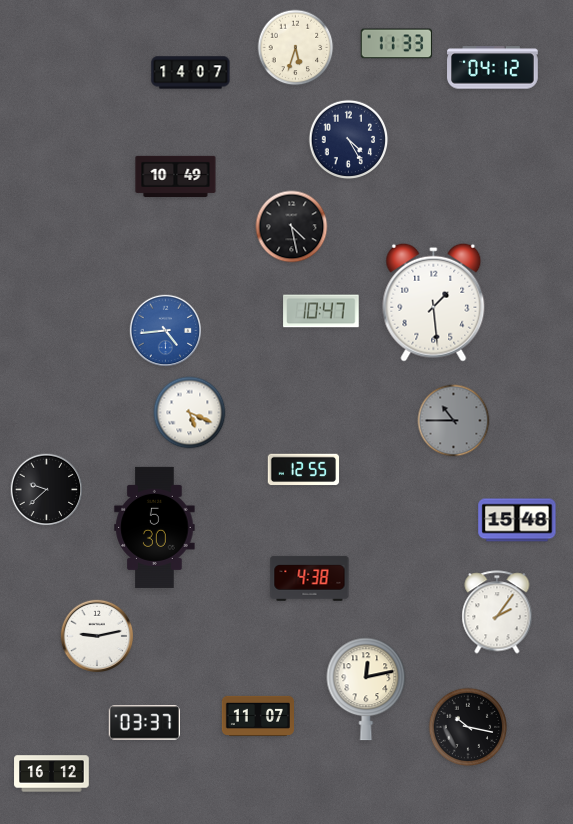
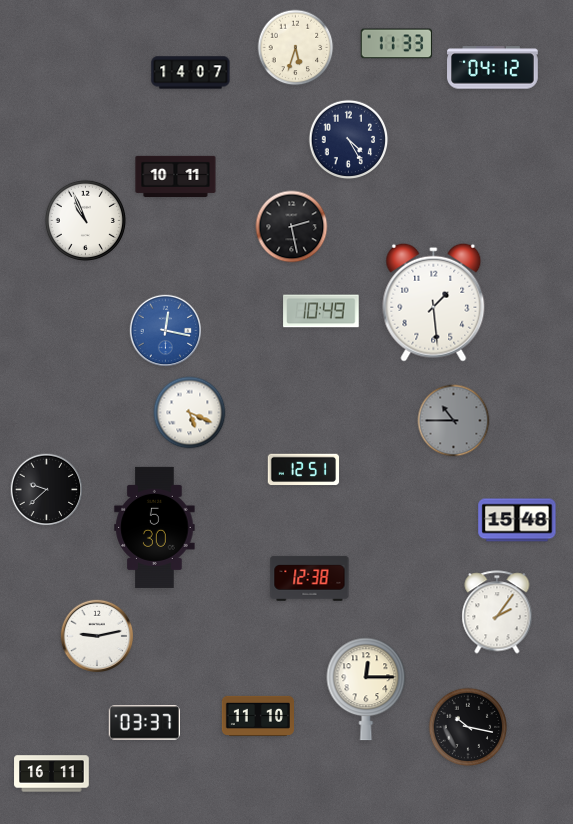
clock at (176, 176): 10:49 -> 10:11
clock at (85, 220): none -> 10:56
clock at (292, 227): 4:28 -> 2:28
clock at (321, 311): 10:47 -> 10:49
clock at (166, 331): 4:44 -> 12:17
clock at (304, 470): 12:55 -> 12:51
clock at (310, 578): 4:38 -> 12:38
clock at (366, 689): 12:13 -> 12:15
clock at (257, 716): 11:07 -> 11:10
clock at (52, 774): 16:12 -> 16:11
